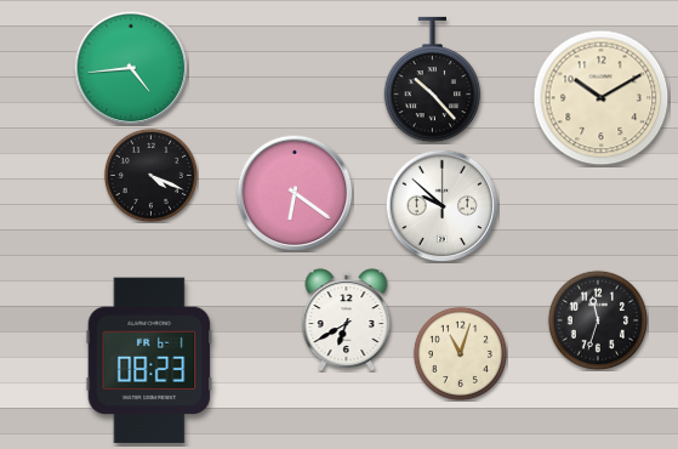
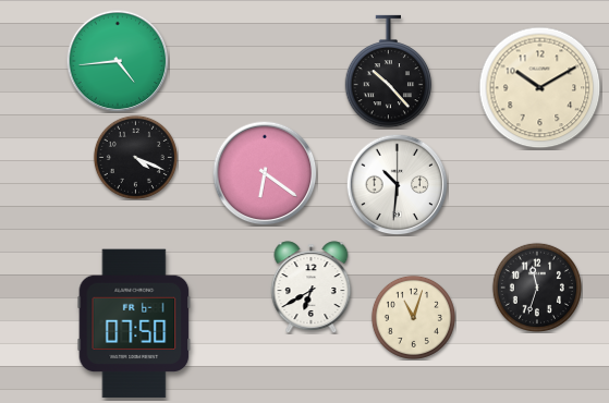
clock at (441, 205): 9:52 -> 10:31
clock at (149, 360): 08:23 -> 07:50
